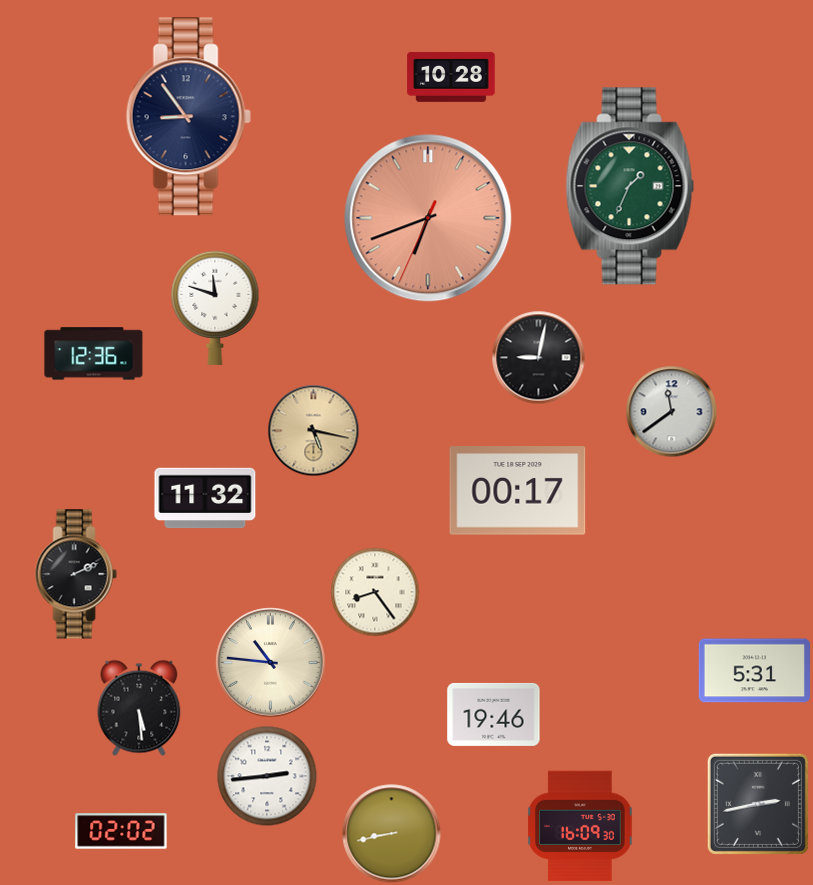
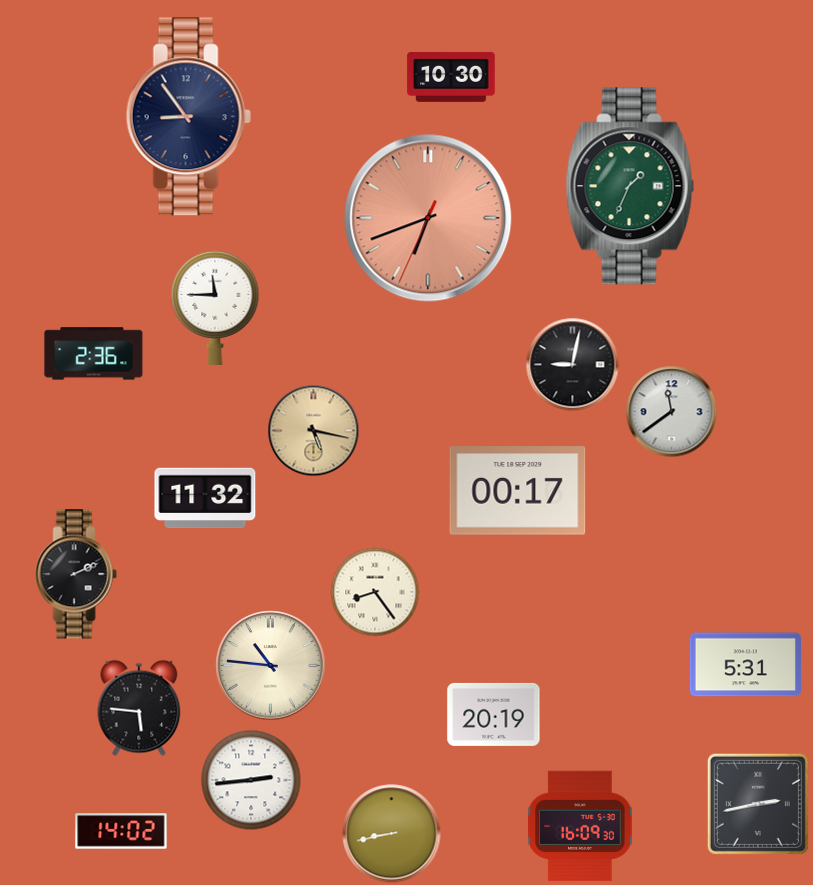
clock at (451, 77): 10:28 -> 10:30
clock at (215, 308): 11:48 -> 11:45
clock at (94, 354): 12:36 -> 2:36
clock at (539, 358) position: (539, 358) -> (573, 365)
clock at (271, 663) position: (271, 663) -> (271, 666)
clock at (754, 671) position: (754, 671) -> (745, 665)
clock at (139, 708): 5:29 -> 5:46
clock at (494, 714): 19:46 -> 20:19
clock at (267, 776) position: (267, 776) -> (251, 780)
clock at (121, 831): 02:02 -> 14:02
